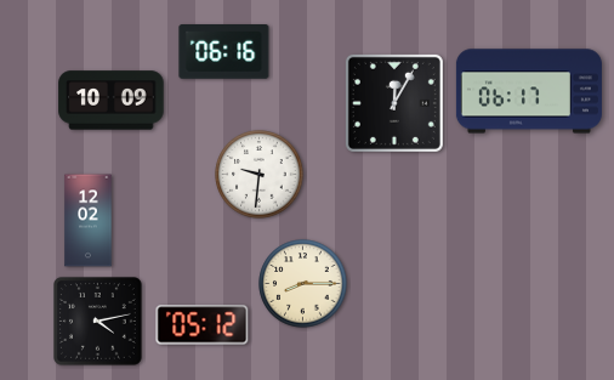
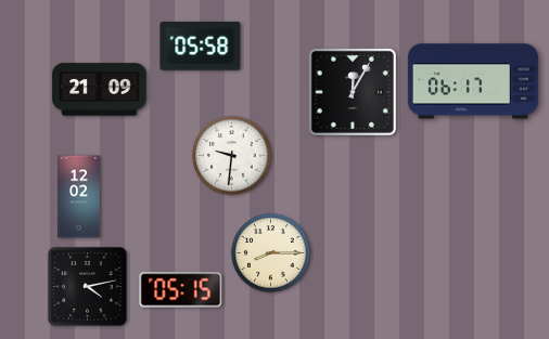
clock at (224, 52): 06:16 -> 05:58
clock at (112, 101): 10:09 -> 21:09
clock at (203, 325): 05:12 -> 05:15
